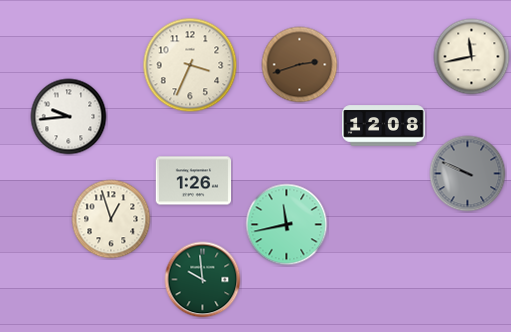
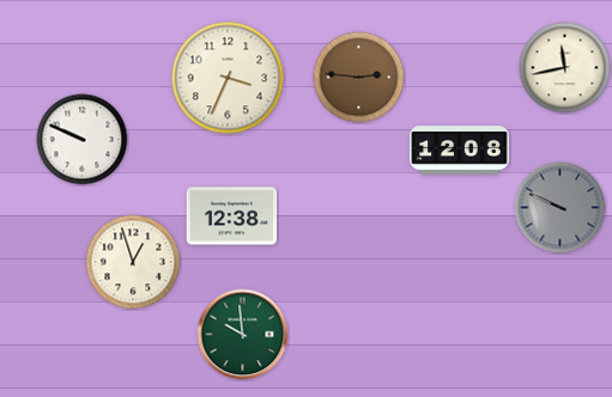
clock at (300, 65): 2:42 -> 2:46
clock at (69, 117): 9:44 -> 9:49
clock at (194, 181): 1:26 -> 12:38
clock at (287, 225): 11:43 -> none
